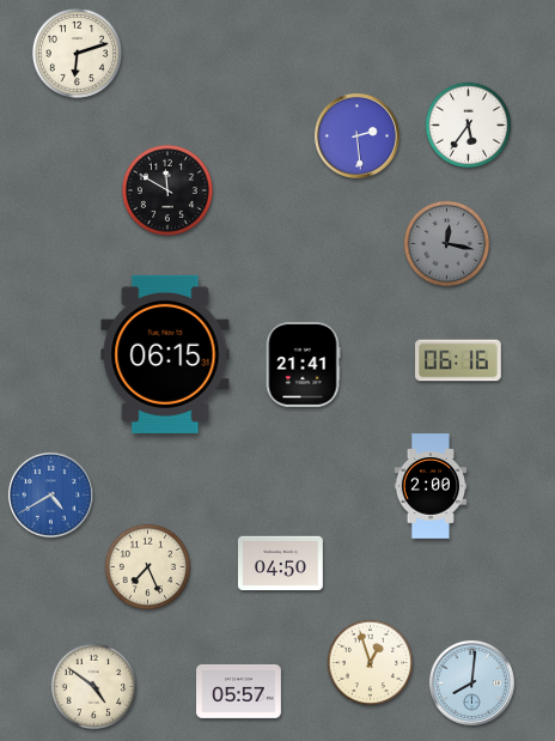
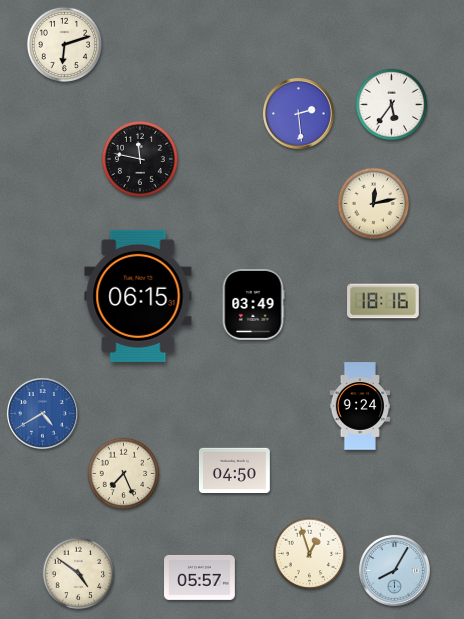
clock at (167, 190): 11:50 -> 11:47
clock at (447, 244): 12:17 -> 12:13
clock at (447, 244) dial: grey -> cream
clock at (458, 360): 06:16 -> 18:16
clock at (303, 364): 21:41 -> 03:49
clock at (431, 486): 2:00 -> 9:24
clock at (471, 682): 8:01 -> 8:05
